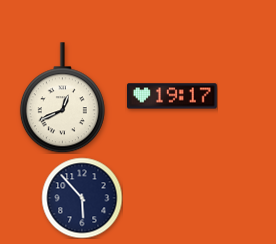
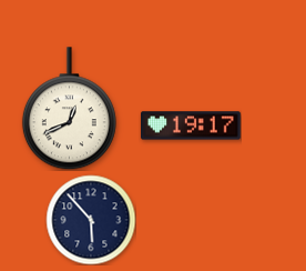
clock at (172, 96) position: (172, 96) -> (191, 126)
